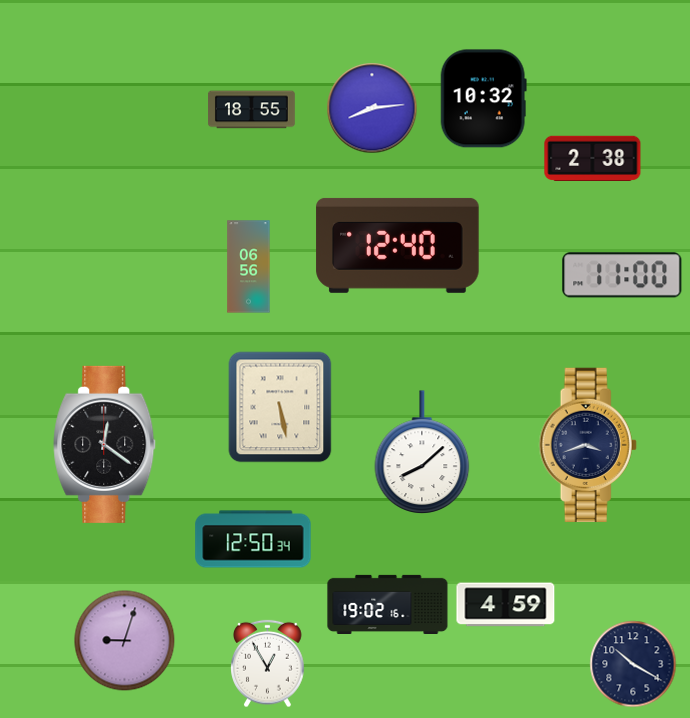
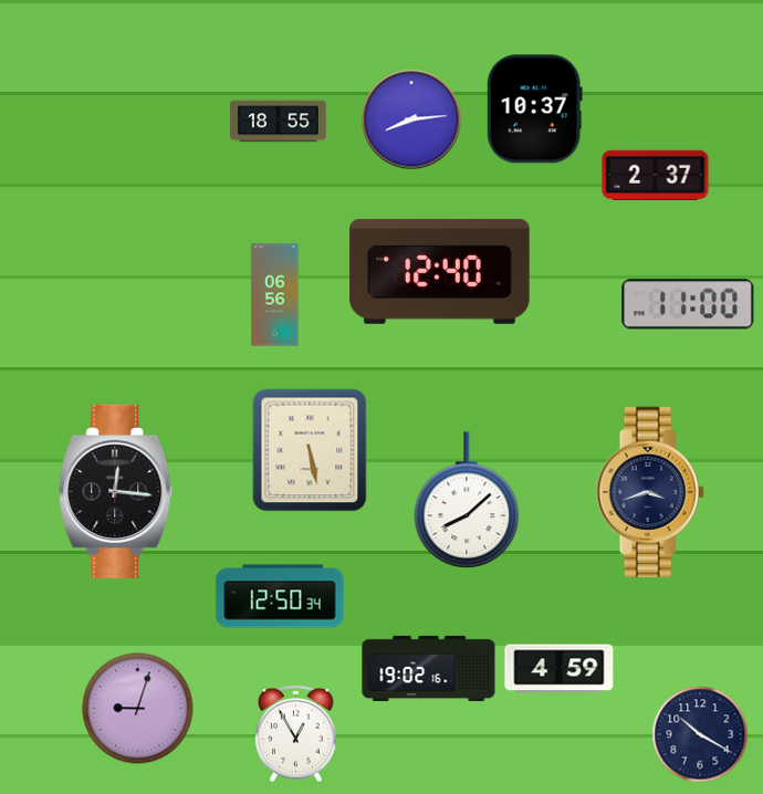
clock at (483, 99): 10:32 -> 10:37
clock at (593, 158): 2:38 -> 2:37
clock at (105, 444): 12:21 -> 12:16
